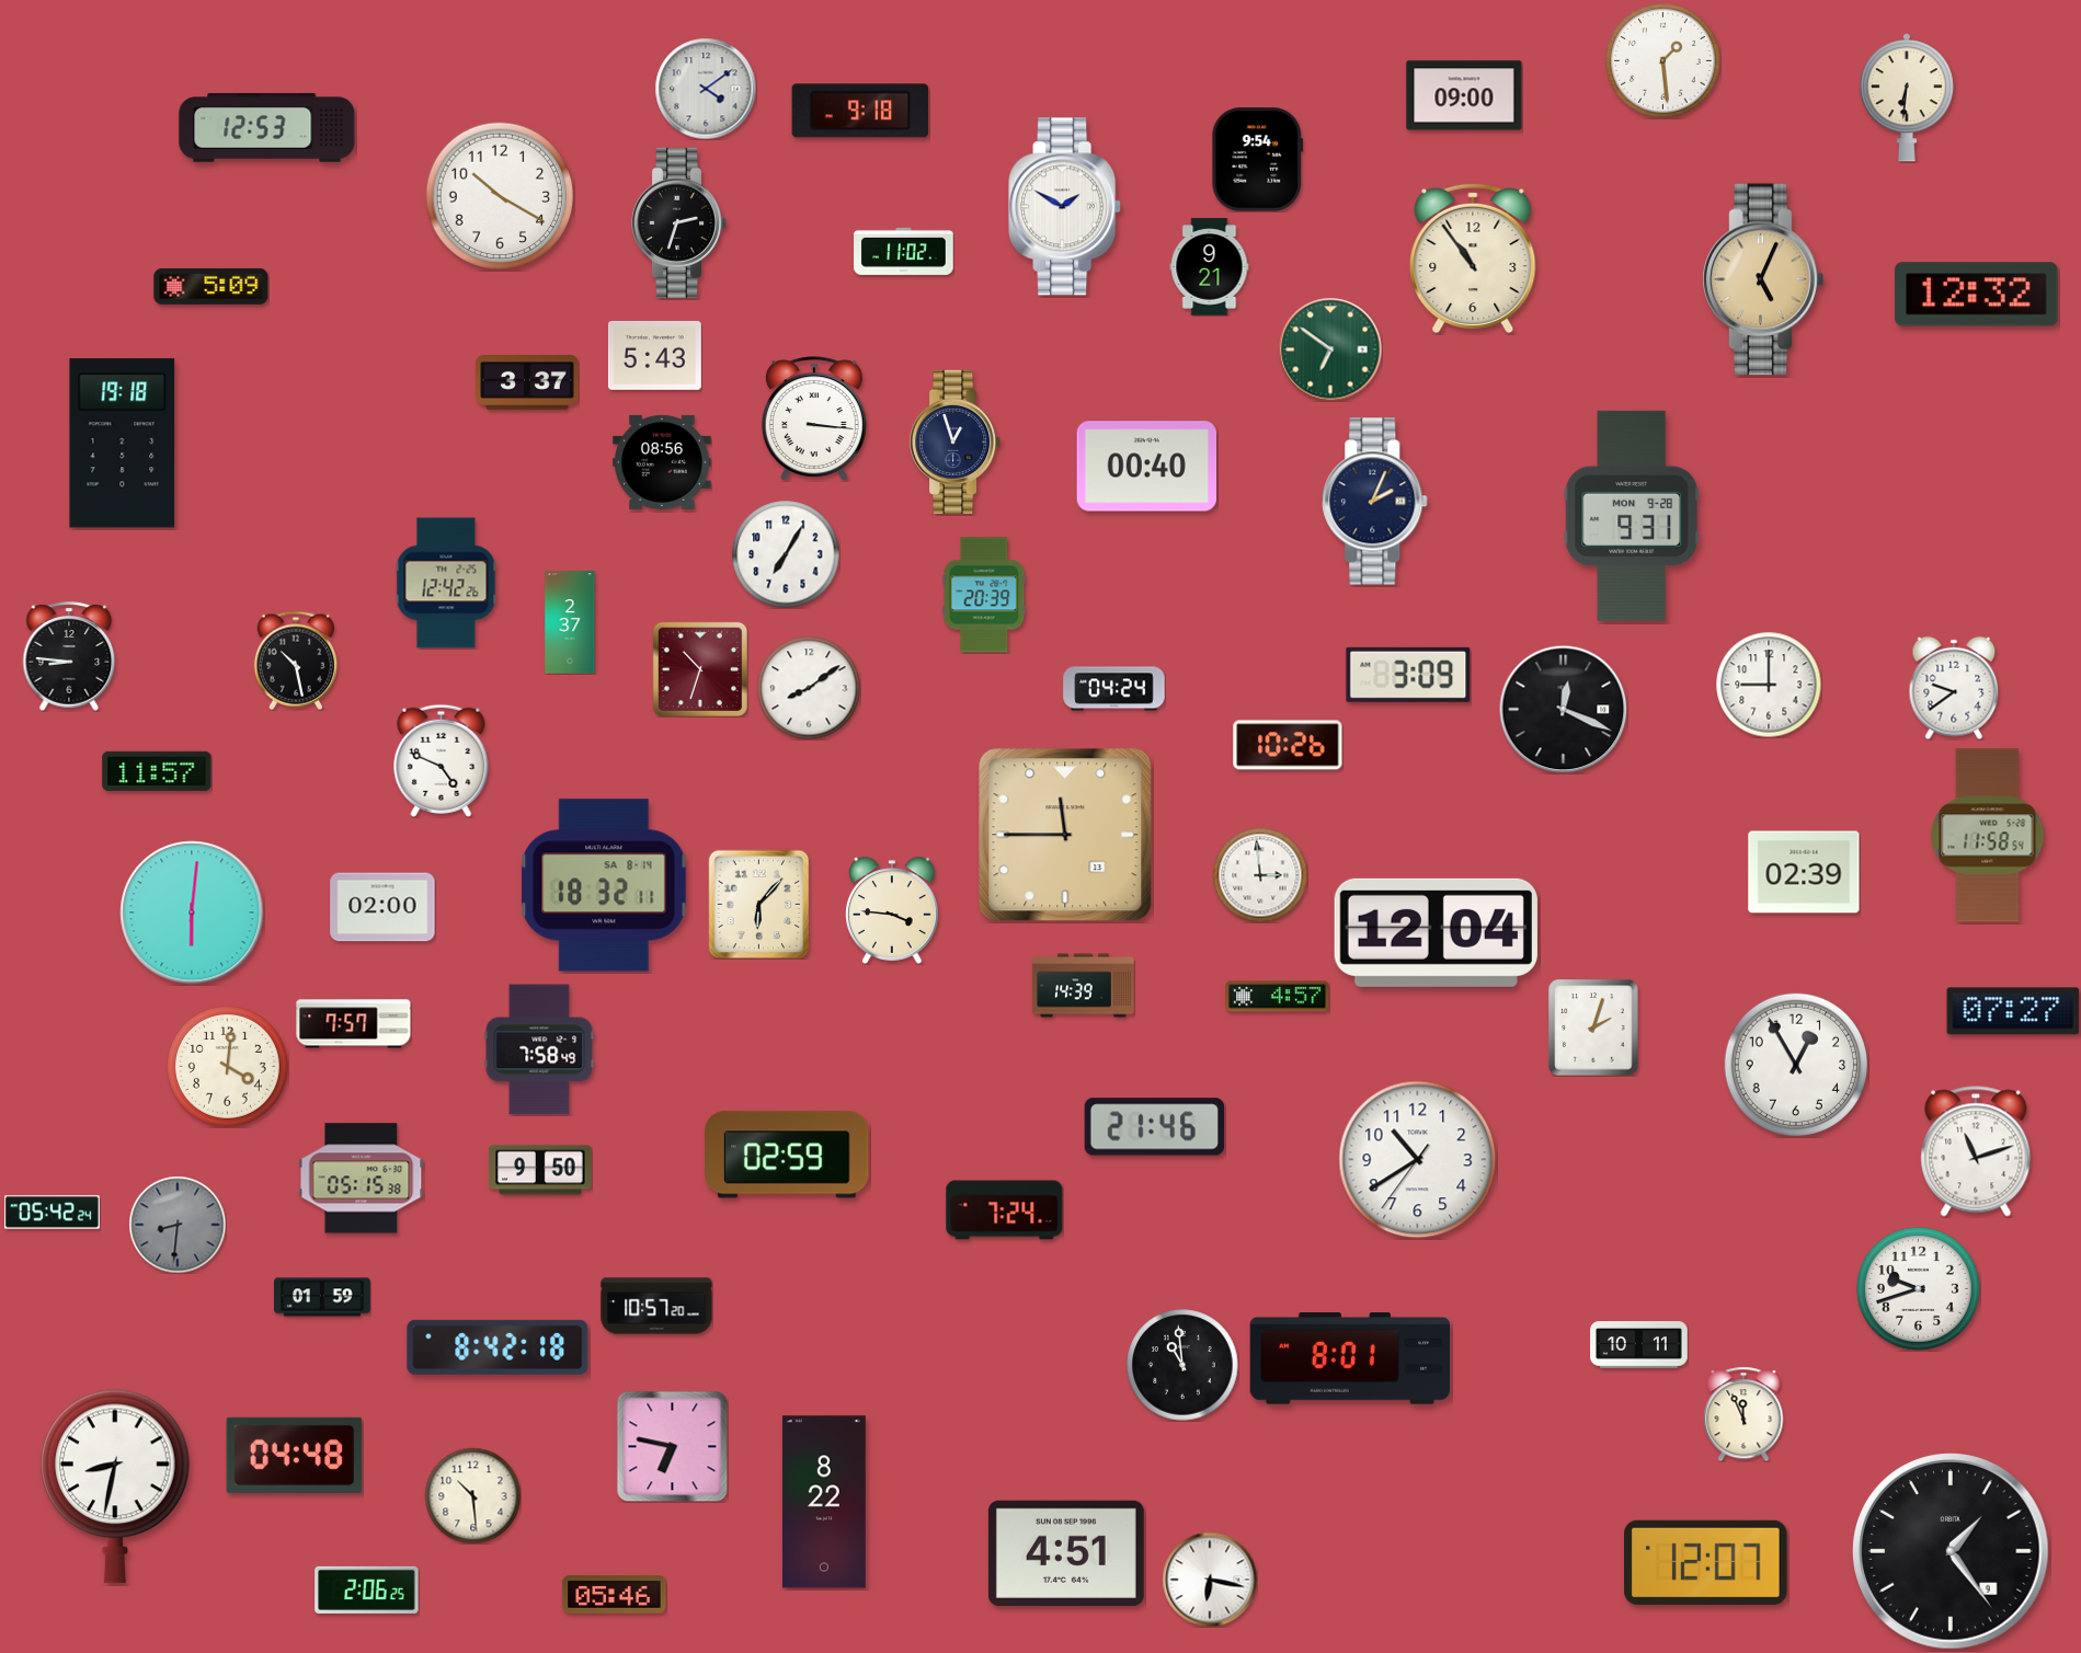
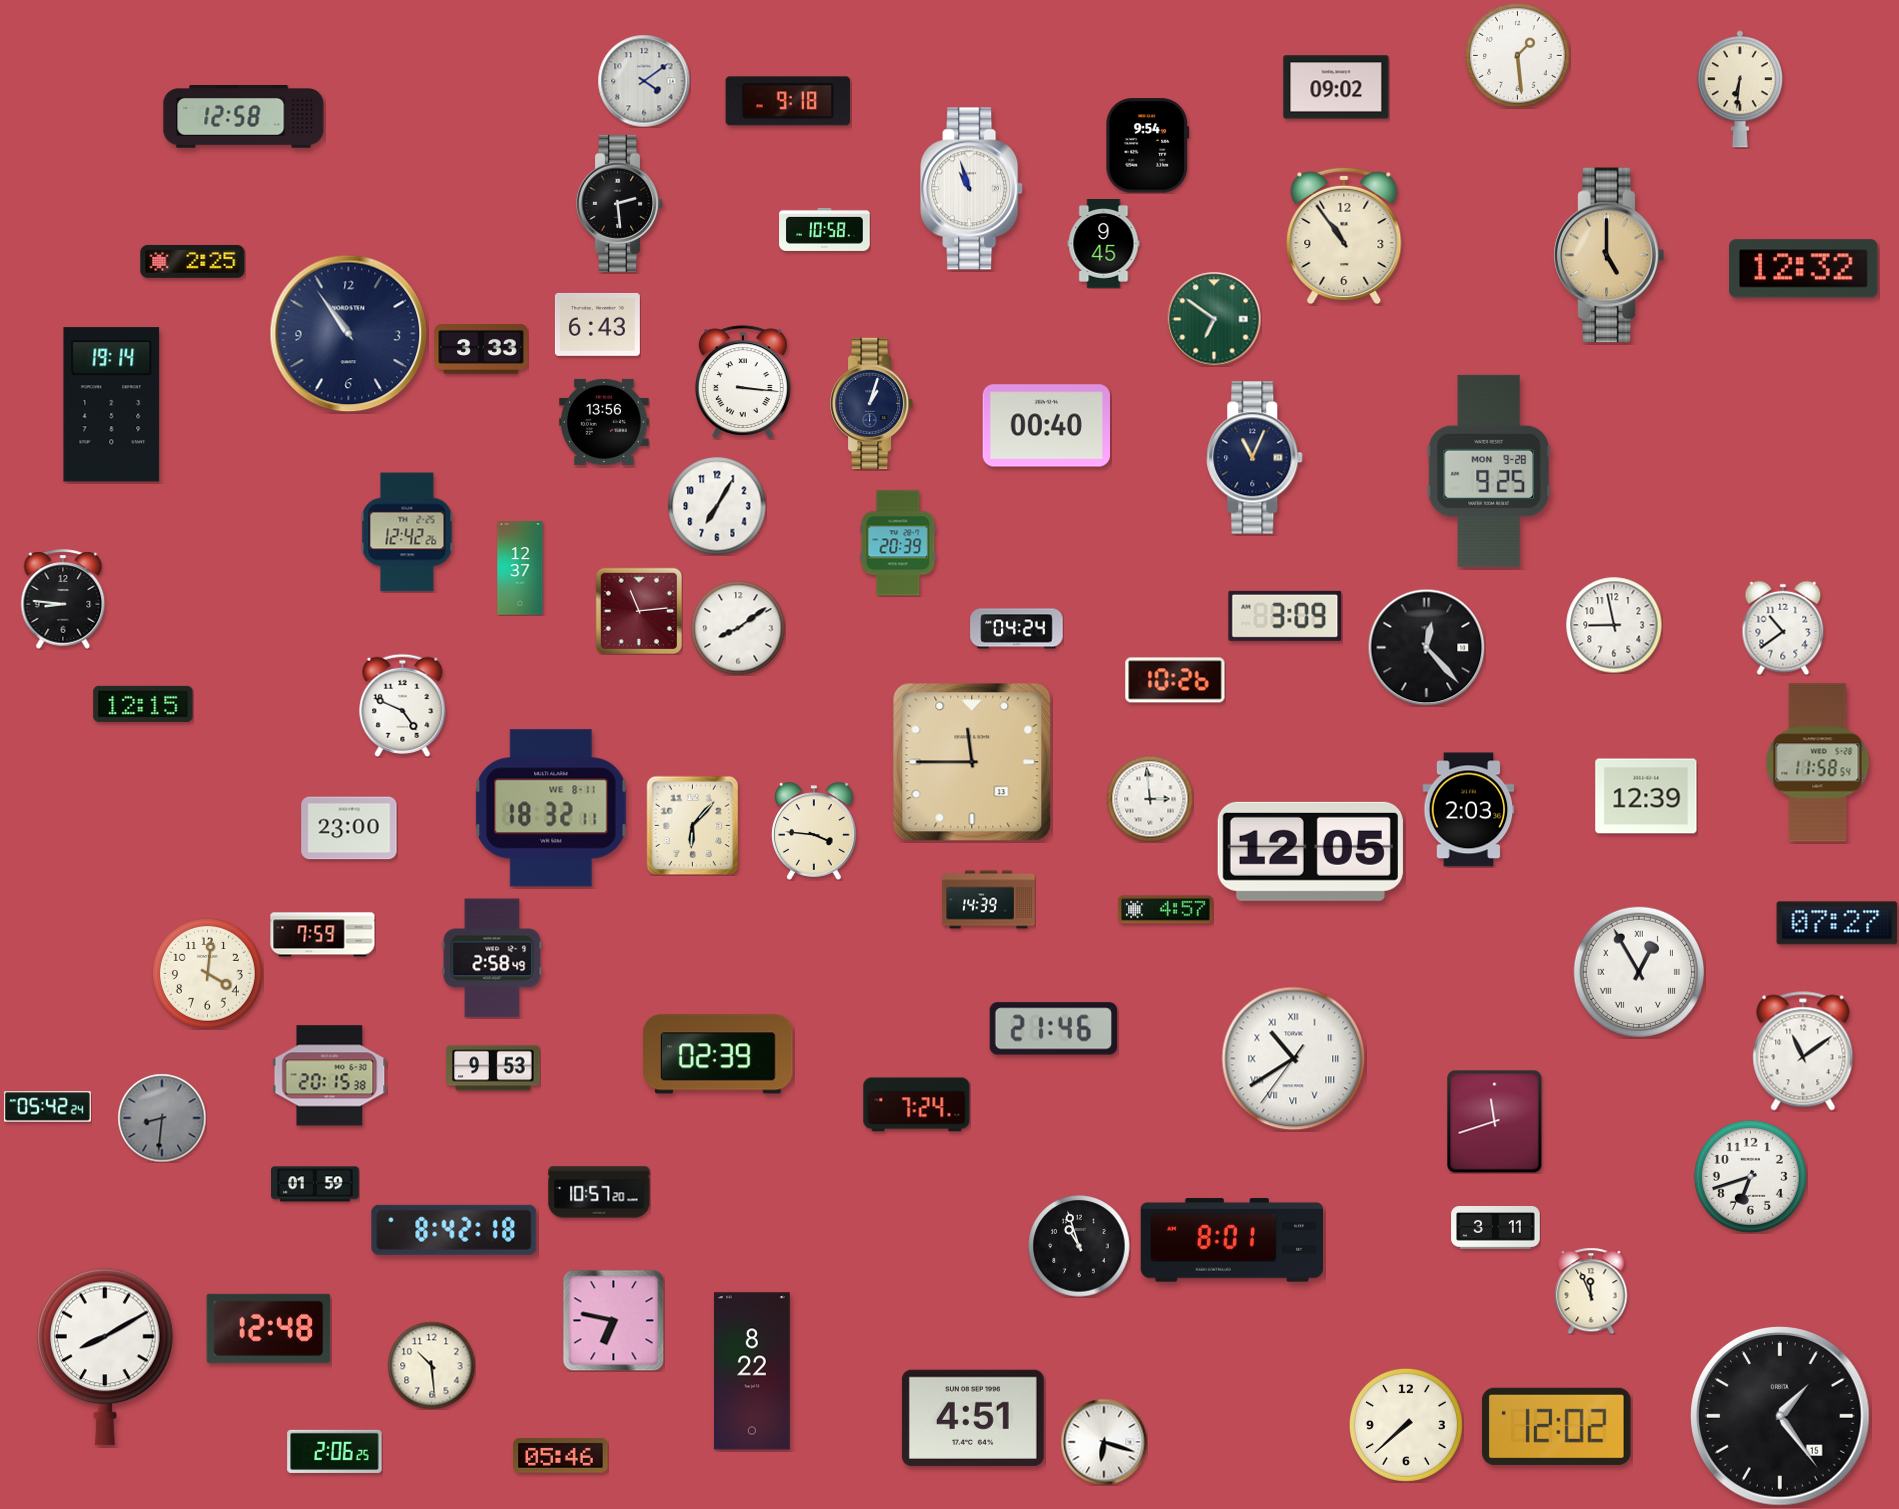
clock at (1464, 95): 09:00 -> 09:02
clock at (860, 111) position: (860, 111) -> (788, 101)
clock at (267, 128): 12:53 -> 12:58
clock at (500, 196): 10:20 -> none
clock at (1065, 207): 1:50 -> 10:57
clock at (679, 222): 2:33 -> 2:29
clock at (904, 251): 11:02 -> 10:58
clock at (1210, 267): 9:21 -> 9:45
clock at (1763, 279): 5:04 -> 5:00
clock at (211, 286): 5:09 -> 2:25
clock at (654, 355): 5:43 -> 6:43
clock at (349, 334): none -> 10:54
clock at (527, 383): 3:37 -> 3:33
clock at (956, 441): 12:57 -> 1:03
clock at (123, 444): 19:18 -> 19:14
clock at (662, 462): 08:56 -> 13:56
clock at (1375, 502): 2:04 -> 11:04
clock at (1632, 516): 9:31 -> 9:25
clock at (570, 622): 2:37 -> 12:37
clock at (296, 661): 10:28 -> none
clock at (699, 668): 10:33 -> 11:14
clock at (1769, 685): 9:00 -> 8:58
clock at (1954, 688): 9:39 -> 10:39
clock at (1563, 709): 12:19 -> 12:23
clock at (442, 760) position: (442, 760) -> (403, 705)
clock at (157, 771): 11:57 -> 12:15
clock at (1988, 836) position: (1988, 836) -> (1818, 763)
clock at (1804, 872): 02:39 -> 12:39
clock at (604, 885) date: SA 8-14 -> WE 8-11
clock at (1469, 810): none -> 2:03
clock at (382, 907): 02:00 -> 23:00
clock at (192, 912): 6:01 -> none
clock at (1436, 932): 12:04 -> 12:05
clock at (354, 1024): 7:57 -> 7:59
clock at (1593, 1028): 2:03 -> none
clock at (539, 1049): 7:58 -> 2:58
clock at (1796, 1065) numerals: Arabic -> Roman
clock at (1976, 1151): 11:12 -> 11:09
clock at (787, 1155): 02:59 -> 02:39
clock at (1418, 1160) numerals: Arabic -> Roman
clock at (540, 1170): 9:50 -> 9:53
clock at (362, 1179): 05:15 -> 20:15
clock at (1495, 1122): none -> 11:42
clock at (1918, 1288): 9:42 -> 6:42
clock at (323, 1297) position: (323, 1297) -> (316, 1184)
clock at (1639, 1345): 10:11 -> 3:11
clock at (1182, 1365): 10:59 -> 10:57
clock at (295, 1455): 04:48 -> 12:48
clock at (116, 1486): 8:32 -> 8:10
clock at (1952, 1552) date: 9 -> 15
clock at (1406, 1425): none -> 7:38
clock at (1706, 1562): 12:07 -> 12:02
clock at (1210, 1580): 6:17 -> 6:18
